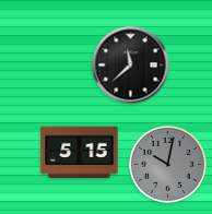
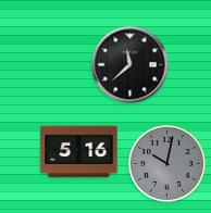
clock at (80, 153): 5:15 -> 5:16
